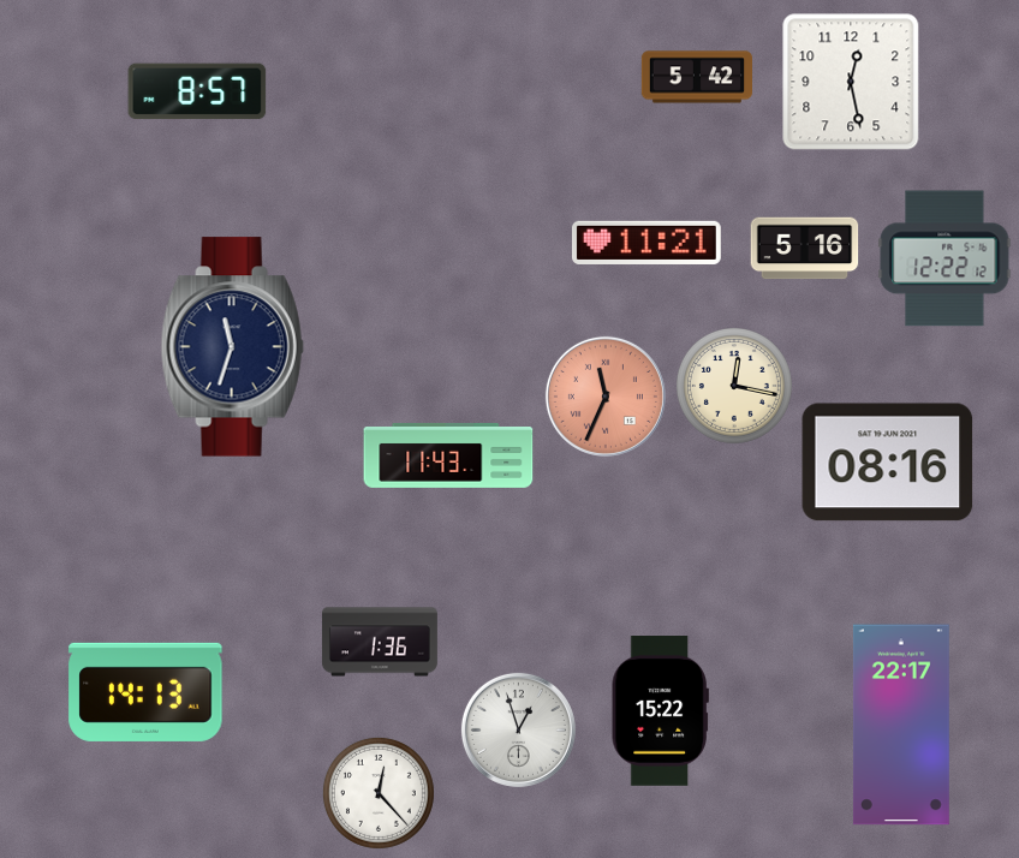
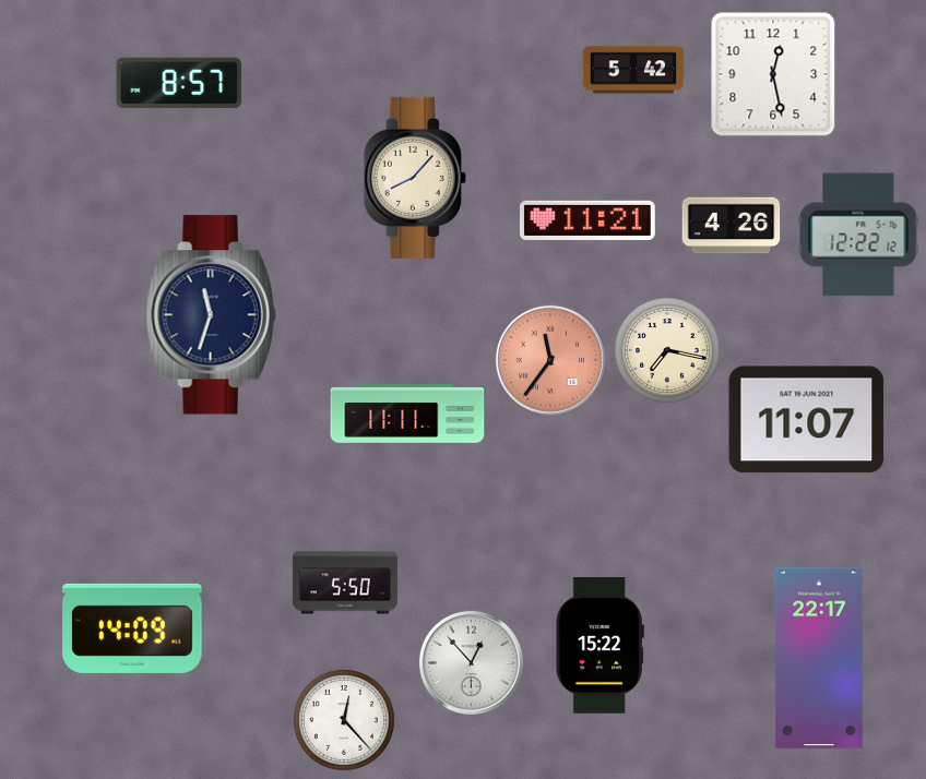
clock at (415, 178): none -> 8:07
clock at (805, 249): 5:16 -> 4:26
clock at (734, 386): 12:17 -> 7:17
clock at (606, 397): 11:34 -> 11:36
clock at (448, 455): 11:43 -> 11:11
clock at (888, 463): 08:16 -> 11:07
clock at (380, 642): 1:36 -> 5:50
clock at (145, 692): 14:13 -> 14:09
clock at (518, 729): 12:57 -> 12:53
